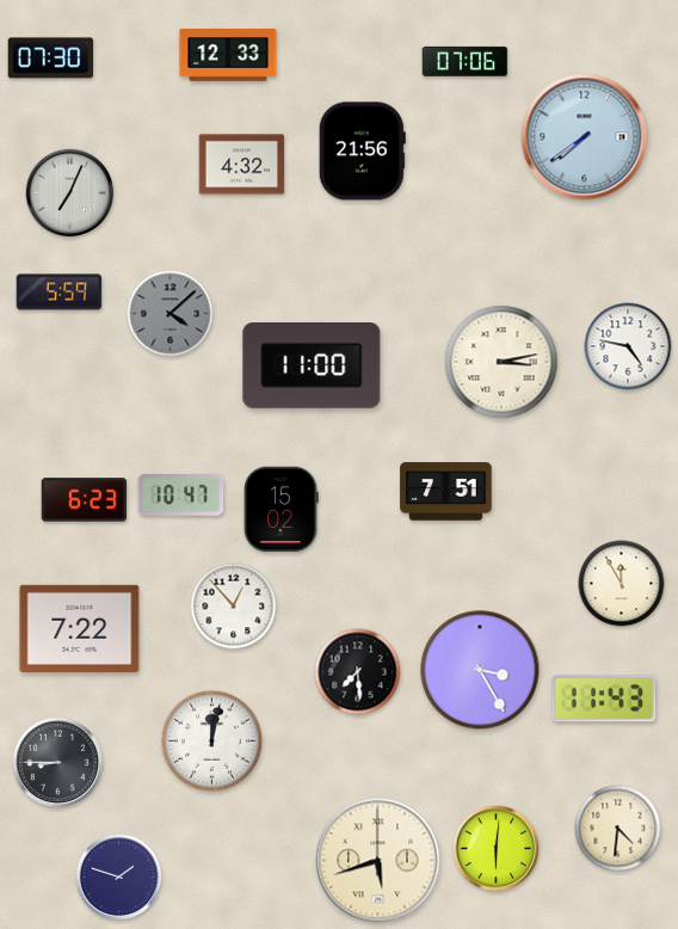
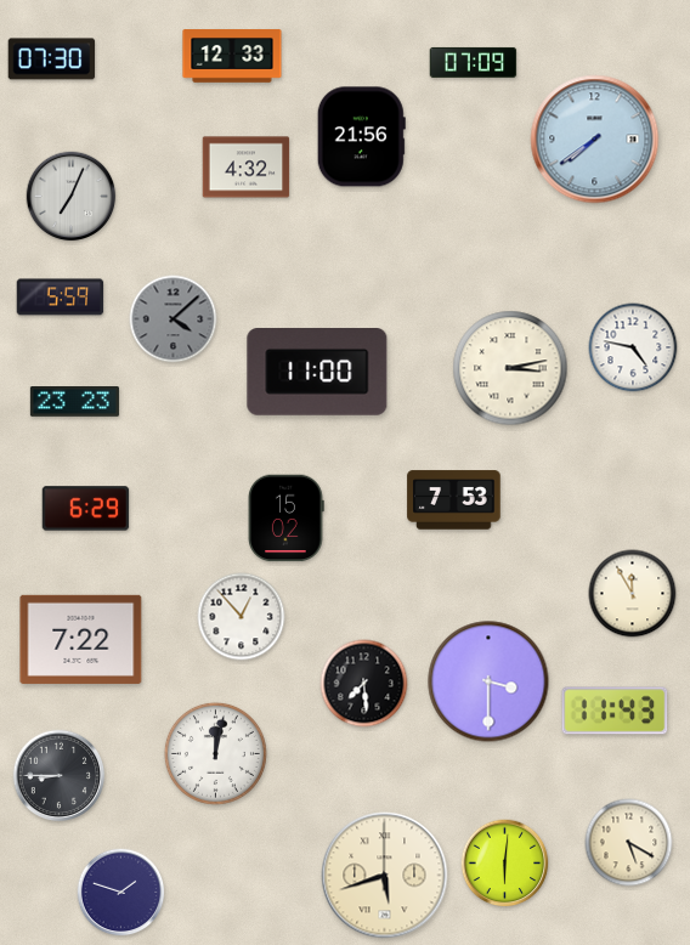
clock at (466, 61): 07:06 -> 07:09
clock at (362, 152) position: (362, 152) -> (361, 137)
clock at (628, 346) position: (628, 346) -> (633, 347)
clock at (74, 402): none -> 23:23
clock at (446, 492): 7:51 -> 7:53
clock at (181, 496): 10:47 -> none
clock at (85, 500): 6:23 -> 6:29
clock at (234, 607) position: (234, 607) -> (242, 617)
clock at (480, 670): 3:25 -> 3:30
clock at (618, 829): 4:31 -> 5:20
